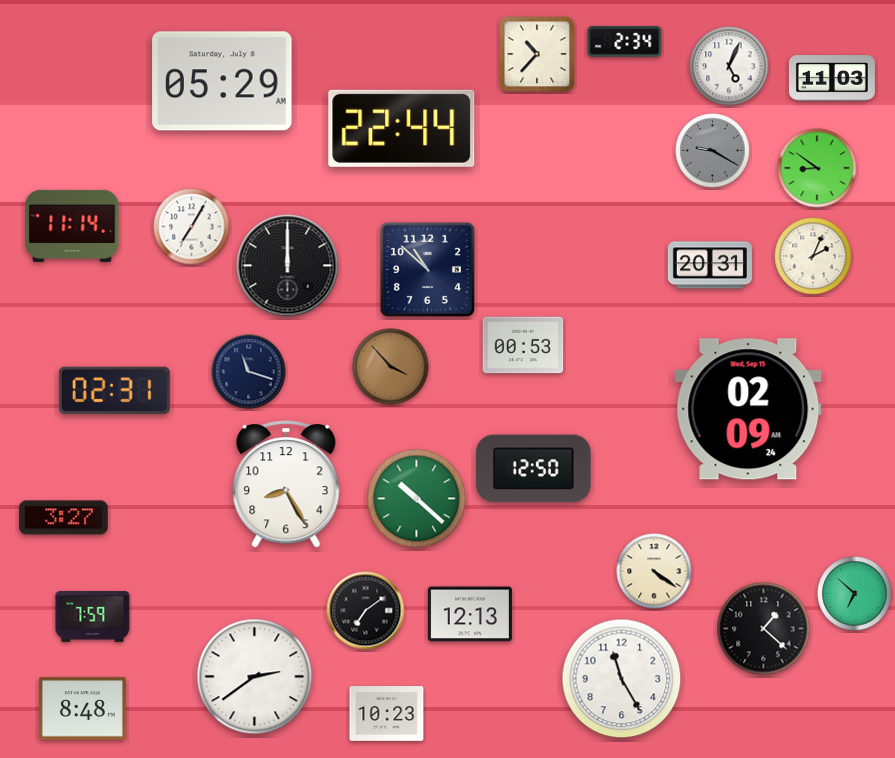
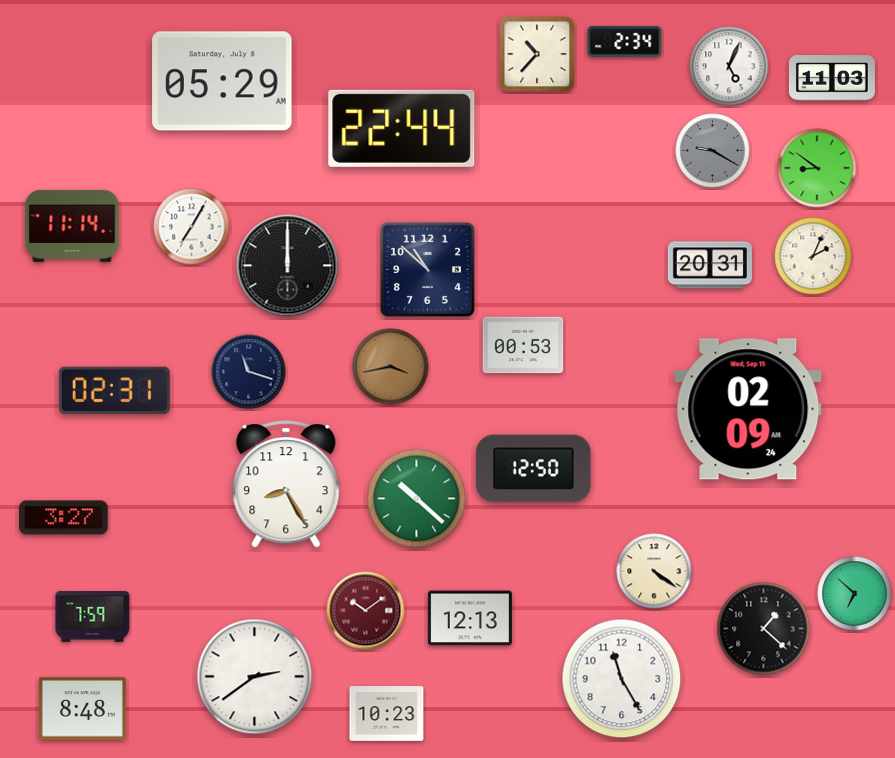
clock at (391, 367): 3:53 -> 3:43
clock at (366, 611): 7:09 -> 10:09
clock at (366, 611) dial: black -> burgundy
clock at (470, 614) position: (470, 614) -> (470, 618)
